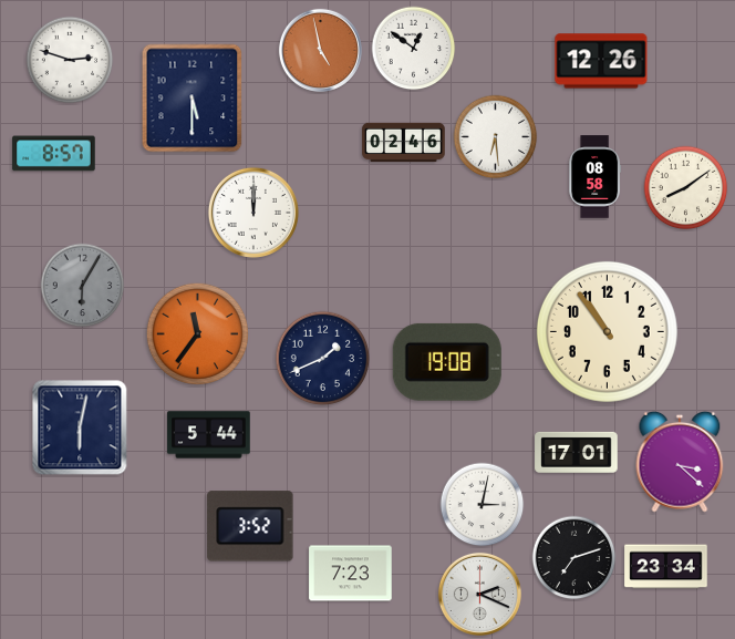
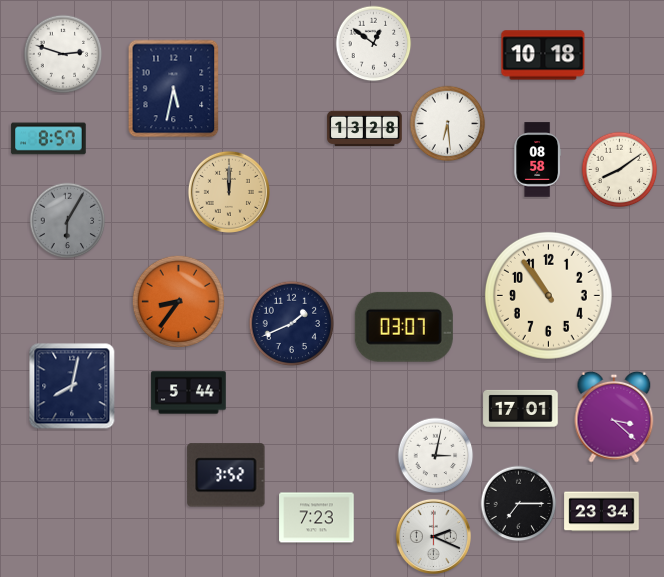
clock at (320, 50): 4:58 -> none
clock at (601, 61): 12:26 -> 10:18
clock at (193, 99): 5:30 -> 5:32
clock at (404, 143): 02:46 -> 13:28
clock at (253, 213) dial: white -> champagne
clock at (83, 286) position: (83, 286) -> (68, 221)
clock at (607, 331) position: (607, 331) -> (548, 295)
clock at (197, 333): 11:36 -> 8:36
clock at (447, 362): 19:08 -> 03:07
clock at (80, 427): 6:02 -> 8:02
clock at (574, 558): 7:12 -> 7:15
